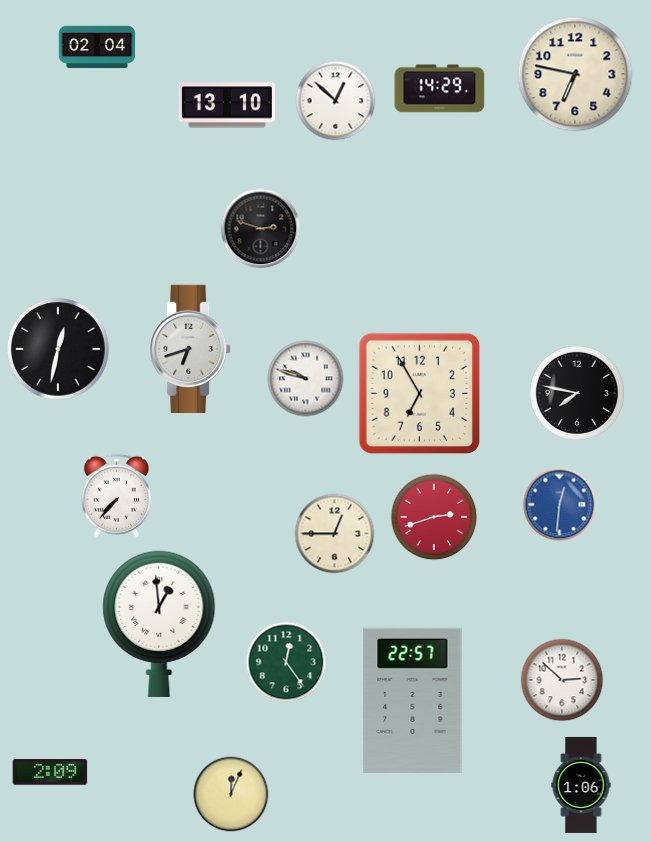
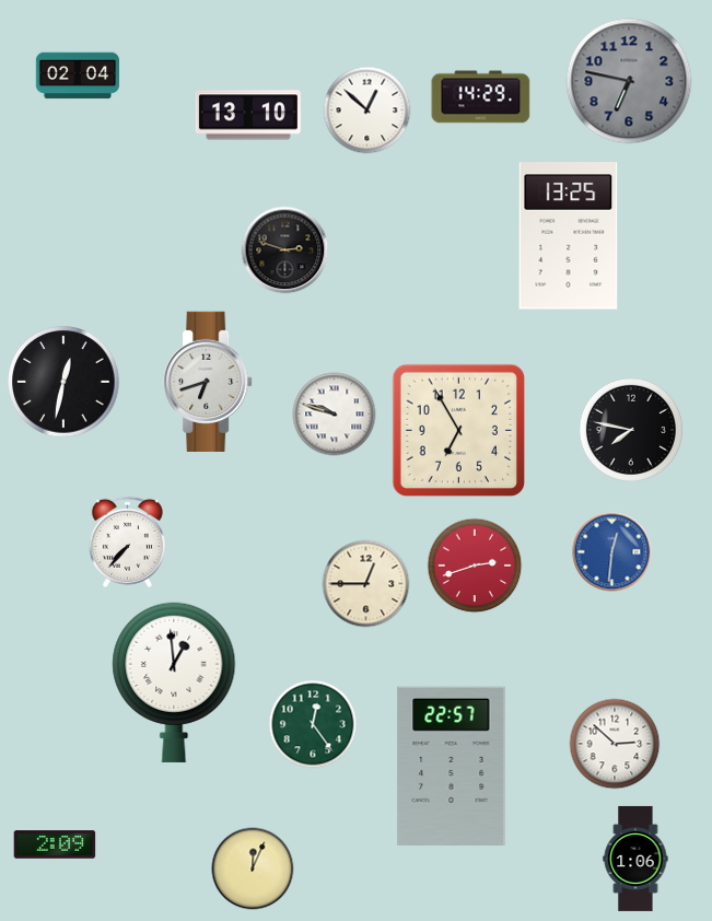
clock at (97, 47) position: (97, 47) -> (78, 75)
clock at (575, 74) dial: cream -> grey
clock at (569, 236): none -> 13:25
